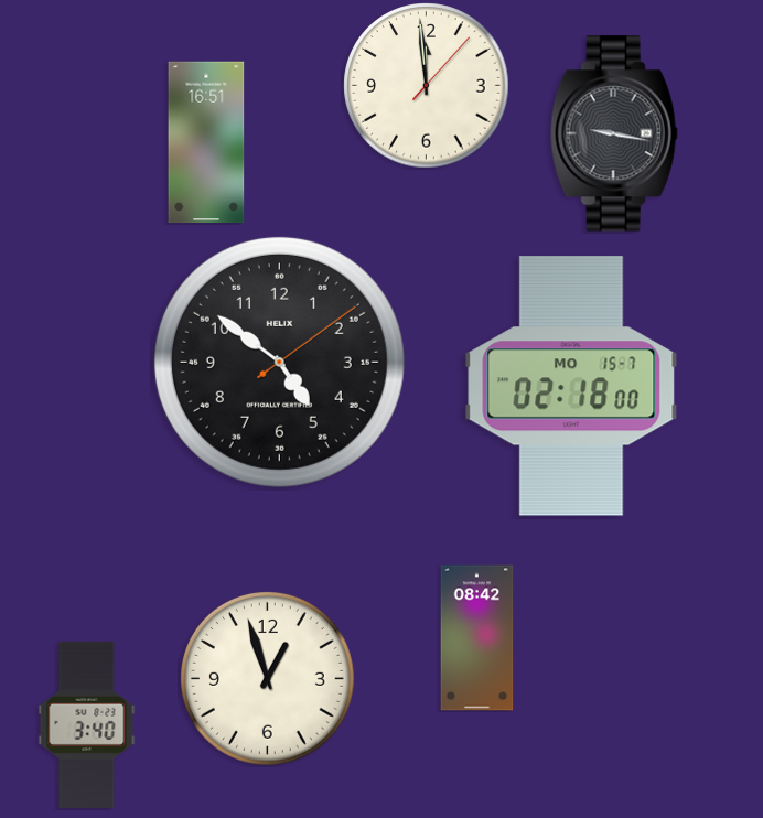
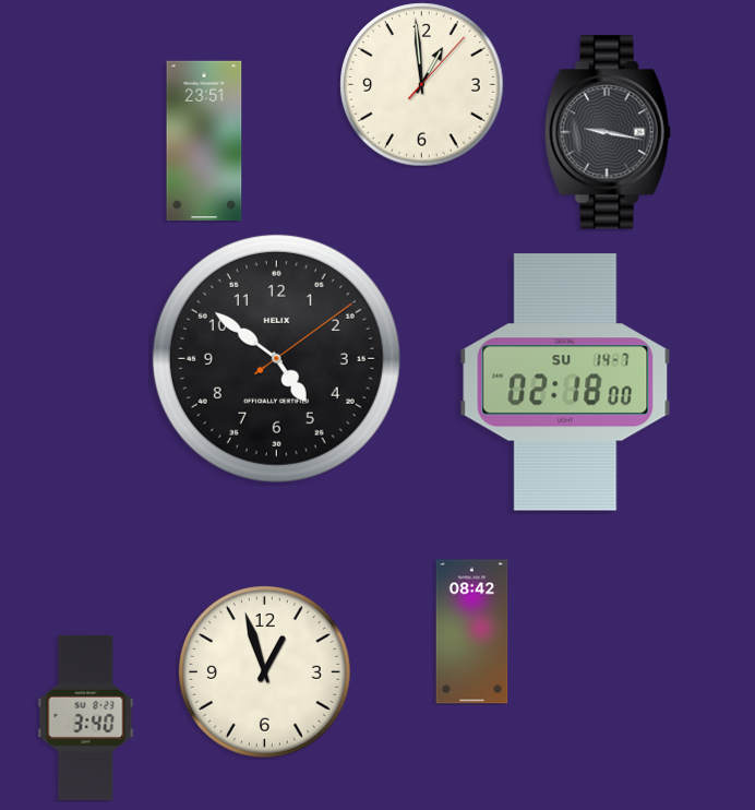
clock at (427, 86): 11:59 -> 12:59
clock at (206, 142): 16:51 -> 23:51
clock at (571, 386) date: MO 15-7 -> SU 14-7
